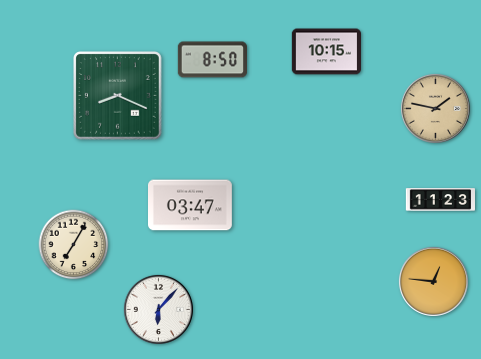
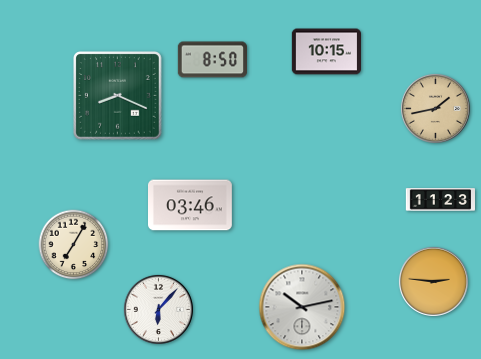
clock at (435, 108): 1:47 -> 1:43
clock at (191, 205): 03:47 -> 03:46
clock at (433, 281): 12:46 -> 2:46
clock at (302, 307): none -> 10:13
